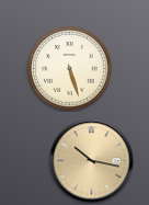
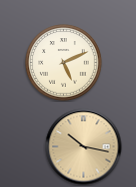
clock at (70, 69): 5:27 -> 5:11
